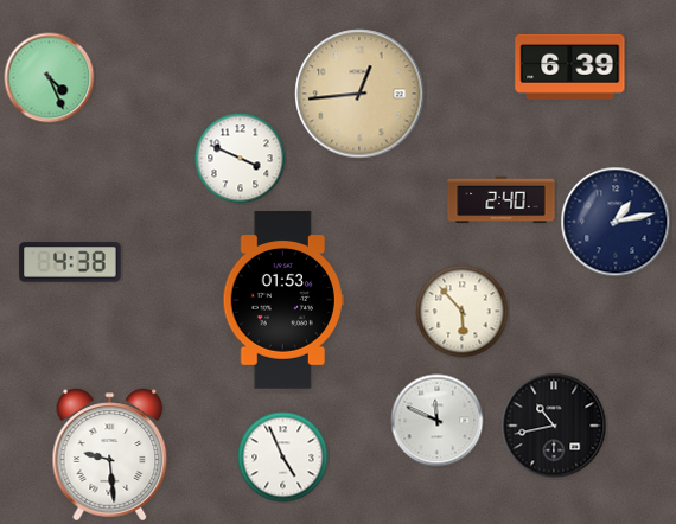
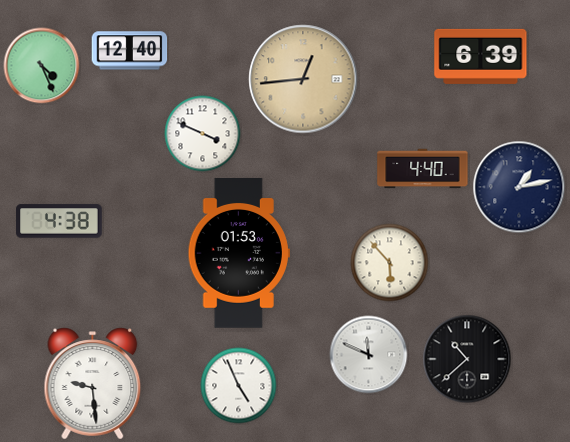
clock at (130, 51): none -> 12:40
clock at (502, 200): 2:40 -> 4:40
clock at (554, 426): 10:43 -> 10:38
